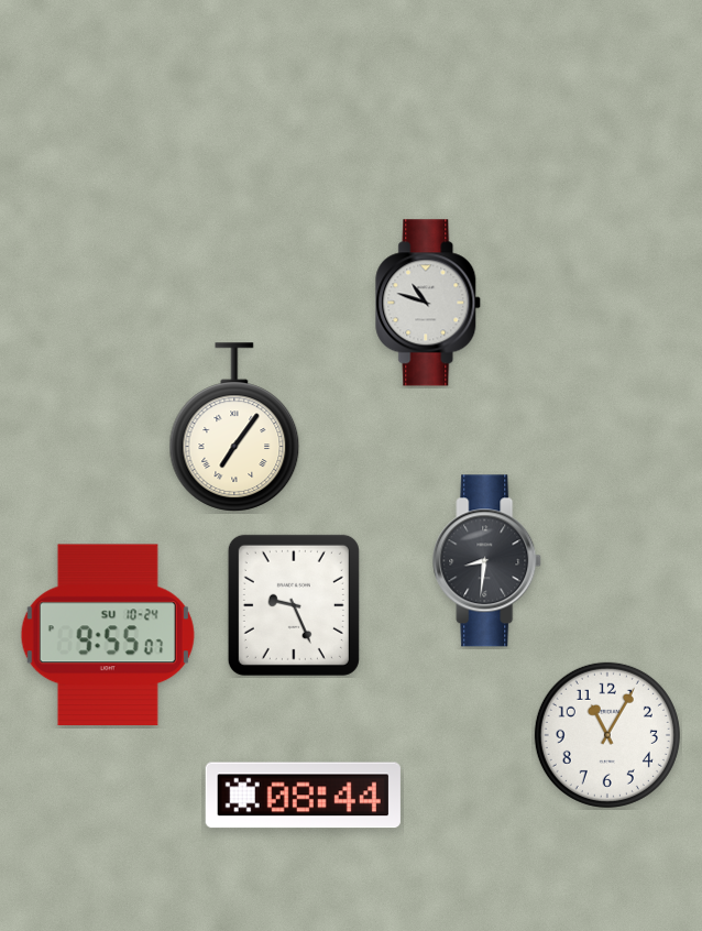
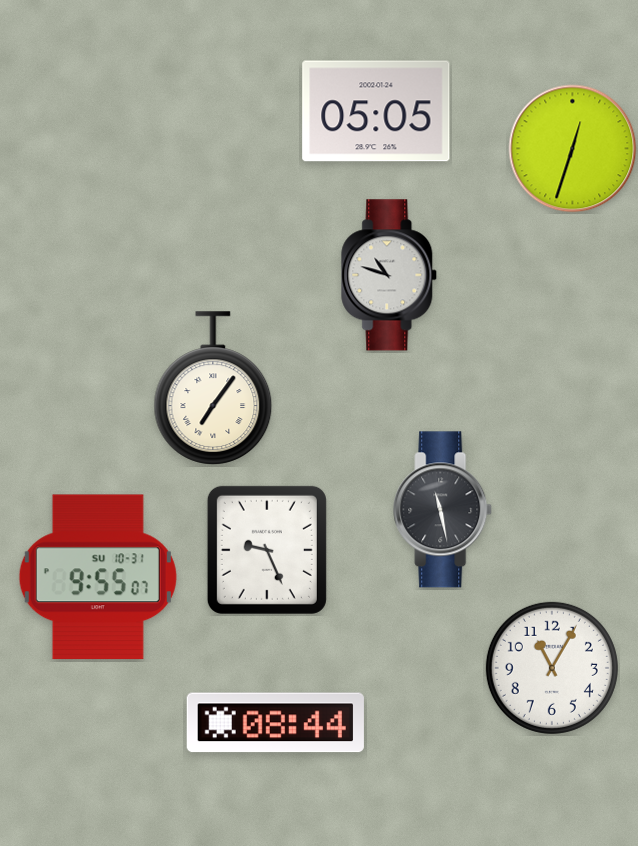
clock at (376, 111): none -> 05:05
clock at (573, 149): none -> 12:33
clock at (487, 561): 8:31 -> 11:28
clock at (108, 635) date: SU 10-24 -> SU 10-31
